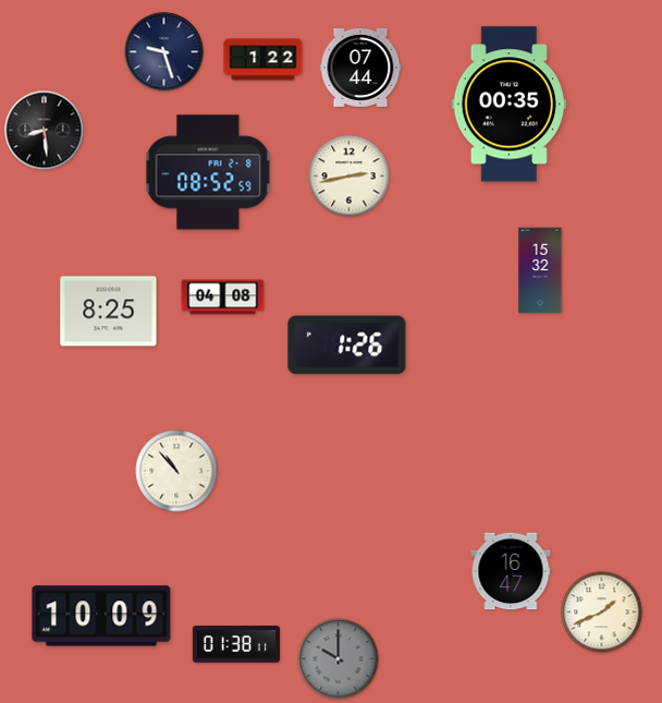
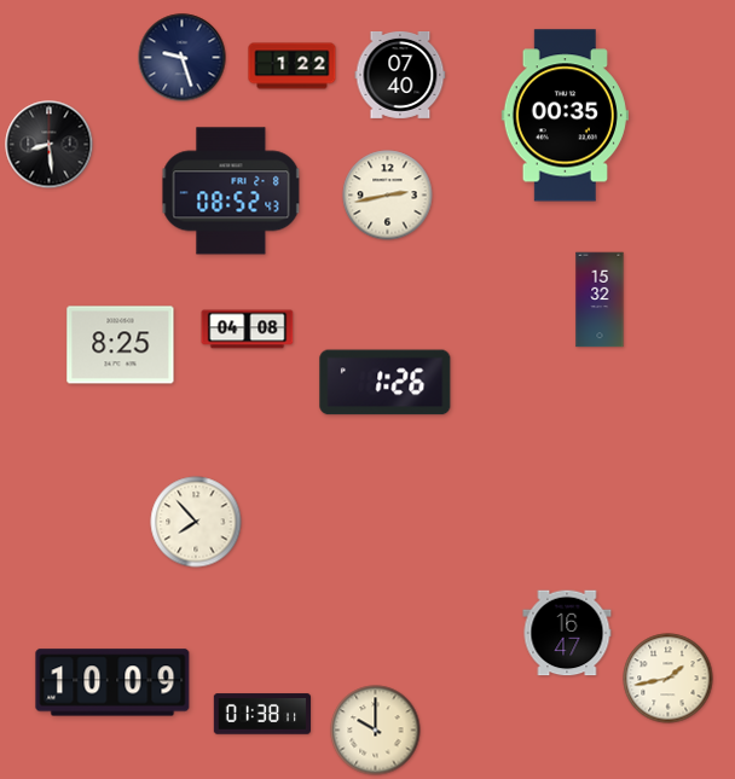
clock at (360, 68): 07:44 -> 07:40
clock at (208, 172): 08:52:59 -> 08:52:43
clock at (176, 471): 10:53 -> 7:53
clock at (602, 613): 1:41 -> 1:43
clock at (339, 659) dial: grey -> cream
